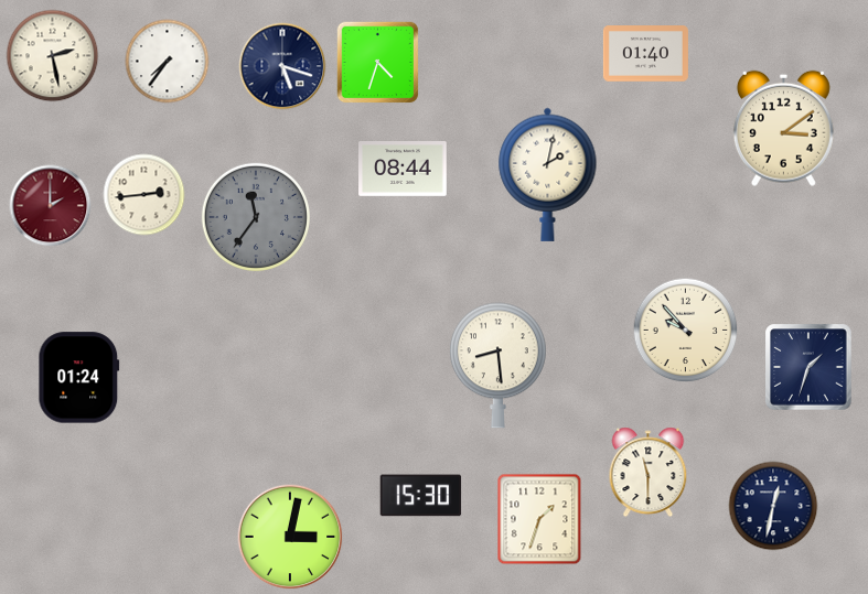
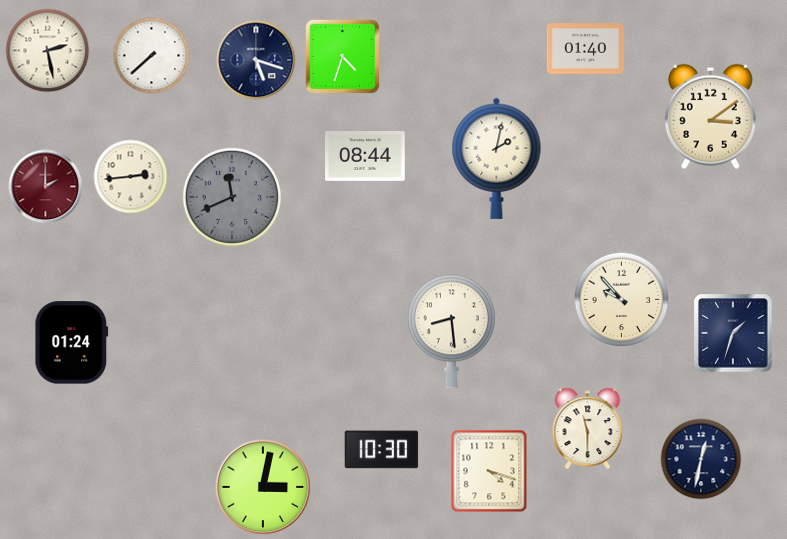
clock at (168, 62): 7:36 -> 7:38
clock at (403, 170) position: (403, 170) -> (365, 157)
clock at (255, 216): 11:36 -> 11:41
clock at (421, 496): 15:30 -> 10:30
clock at (539, 519): 1:33 -> 4:18
